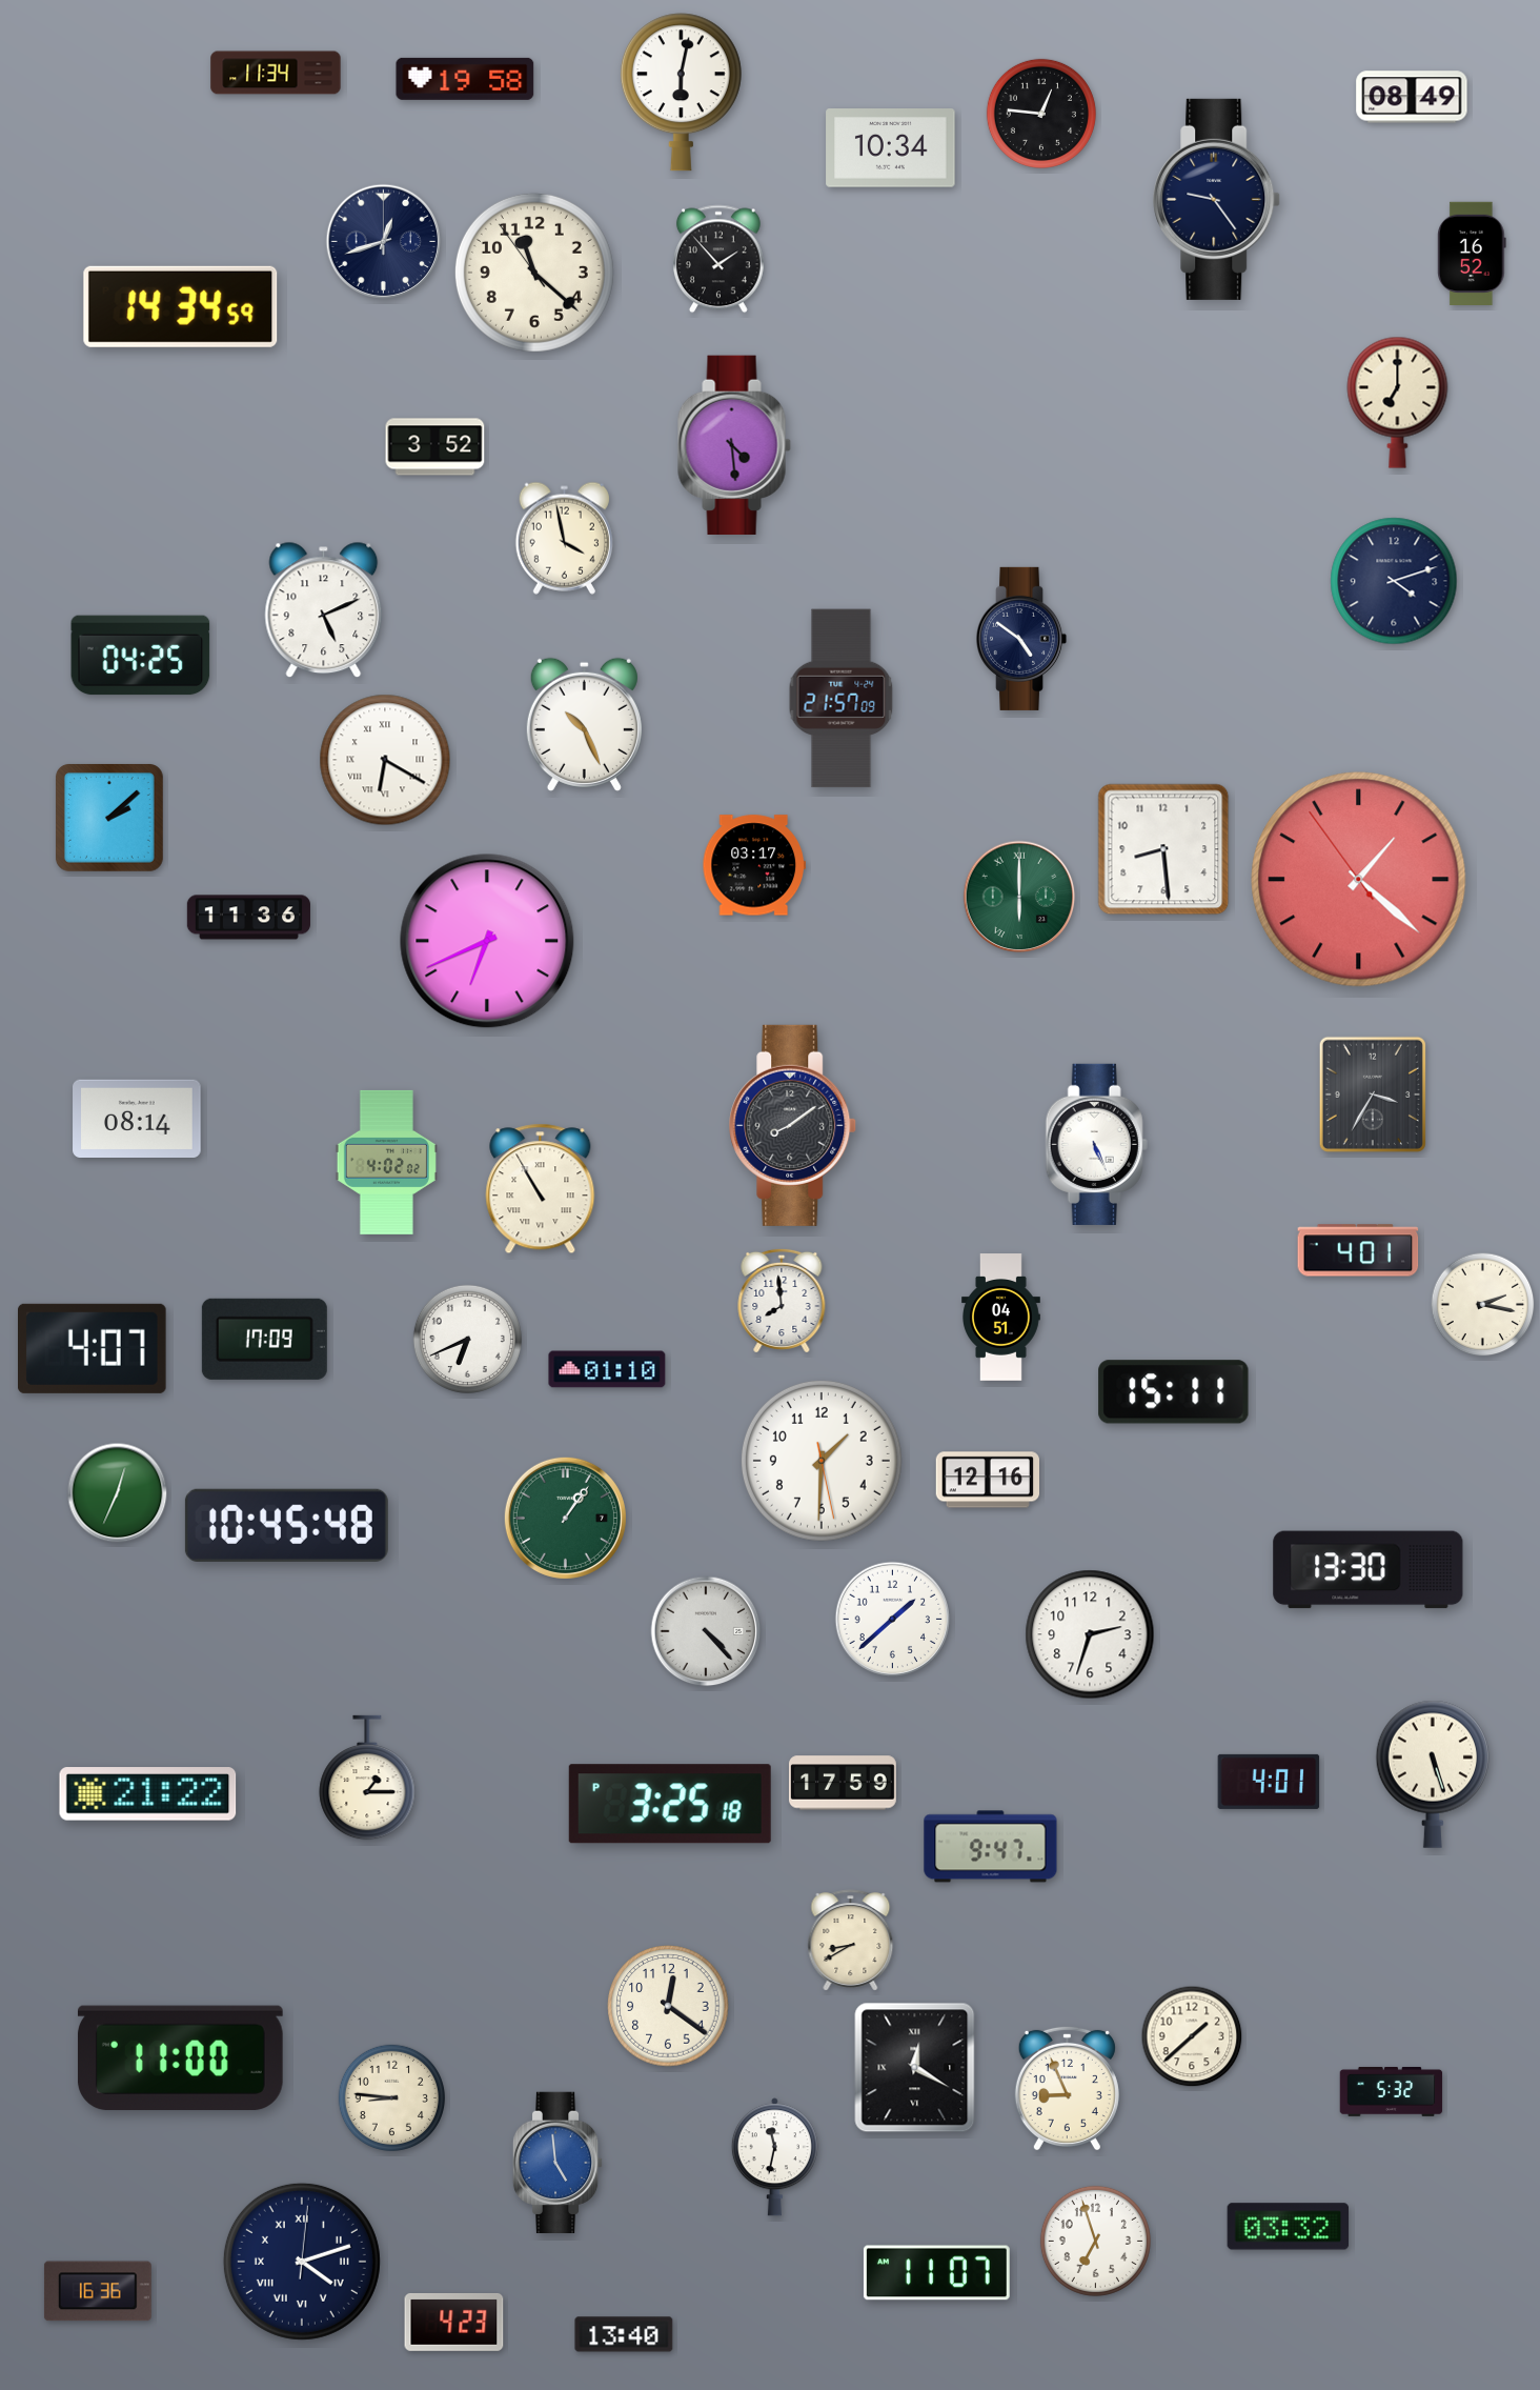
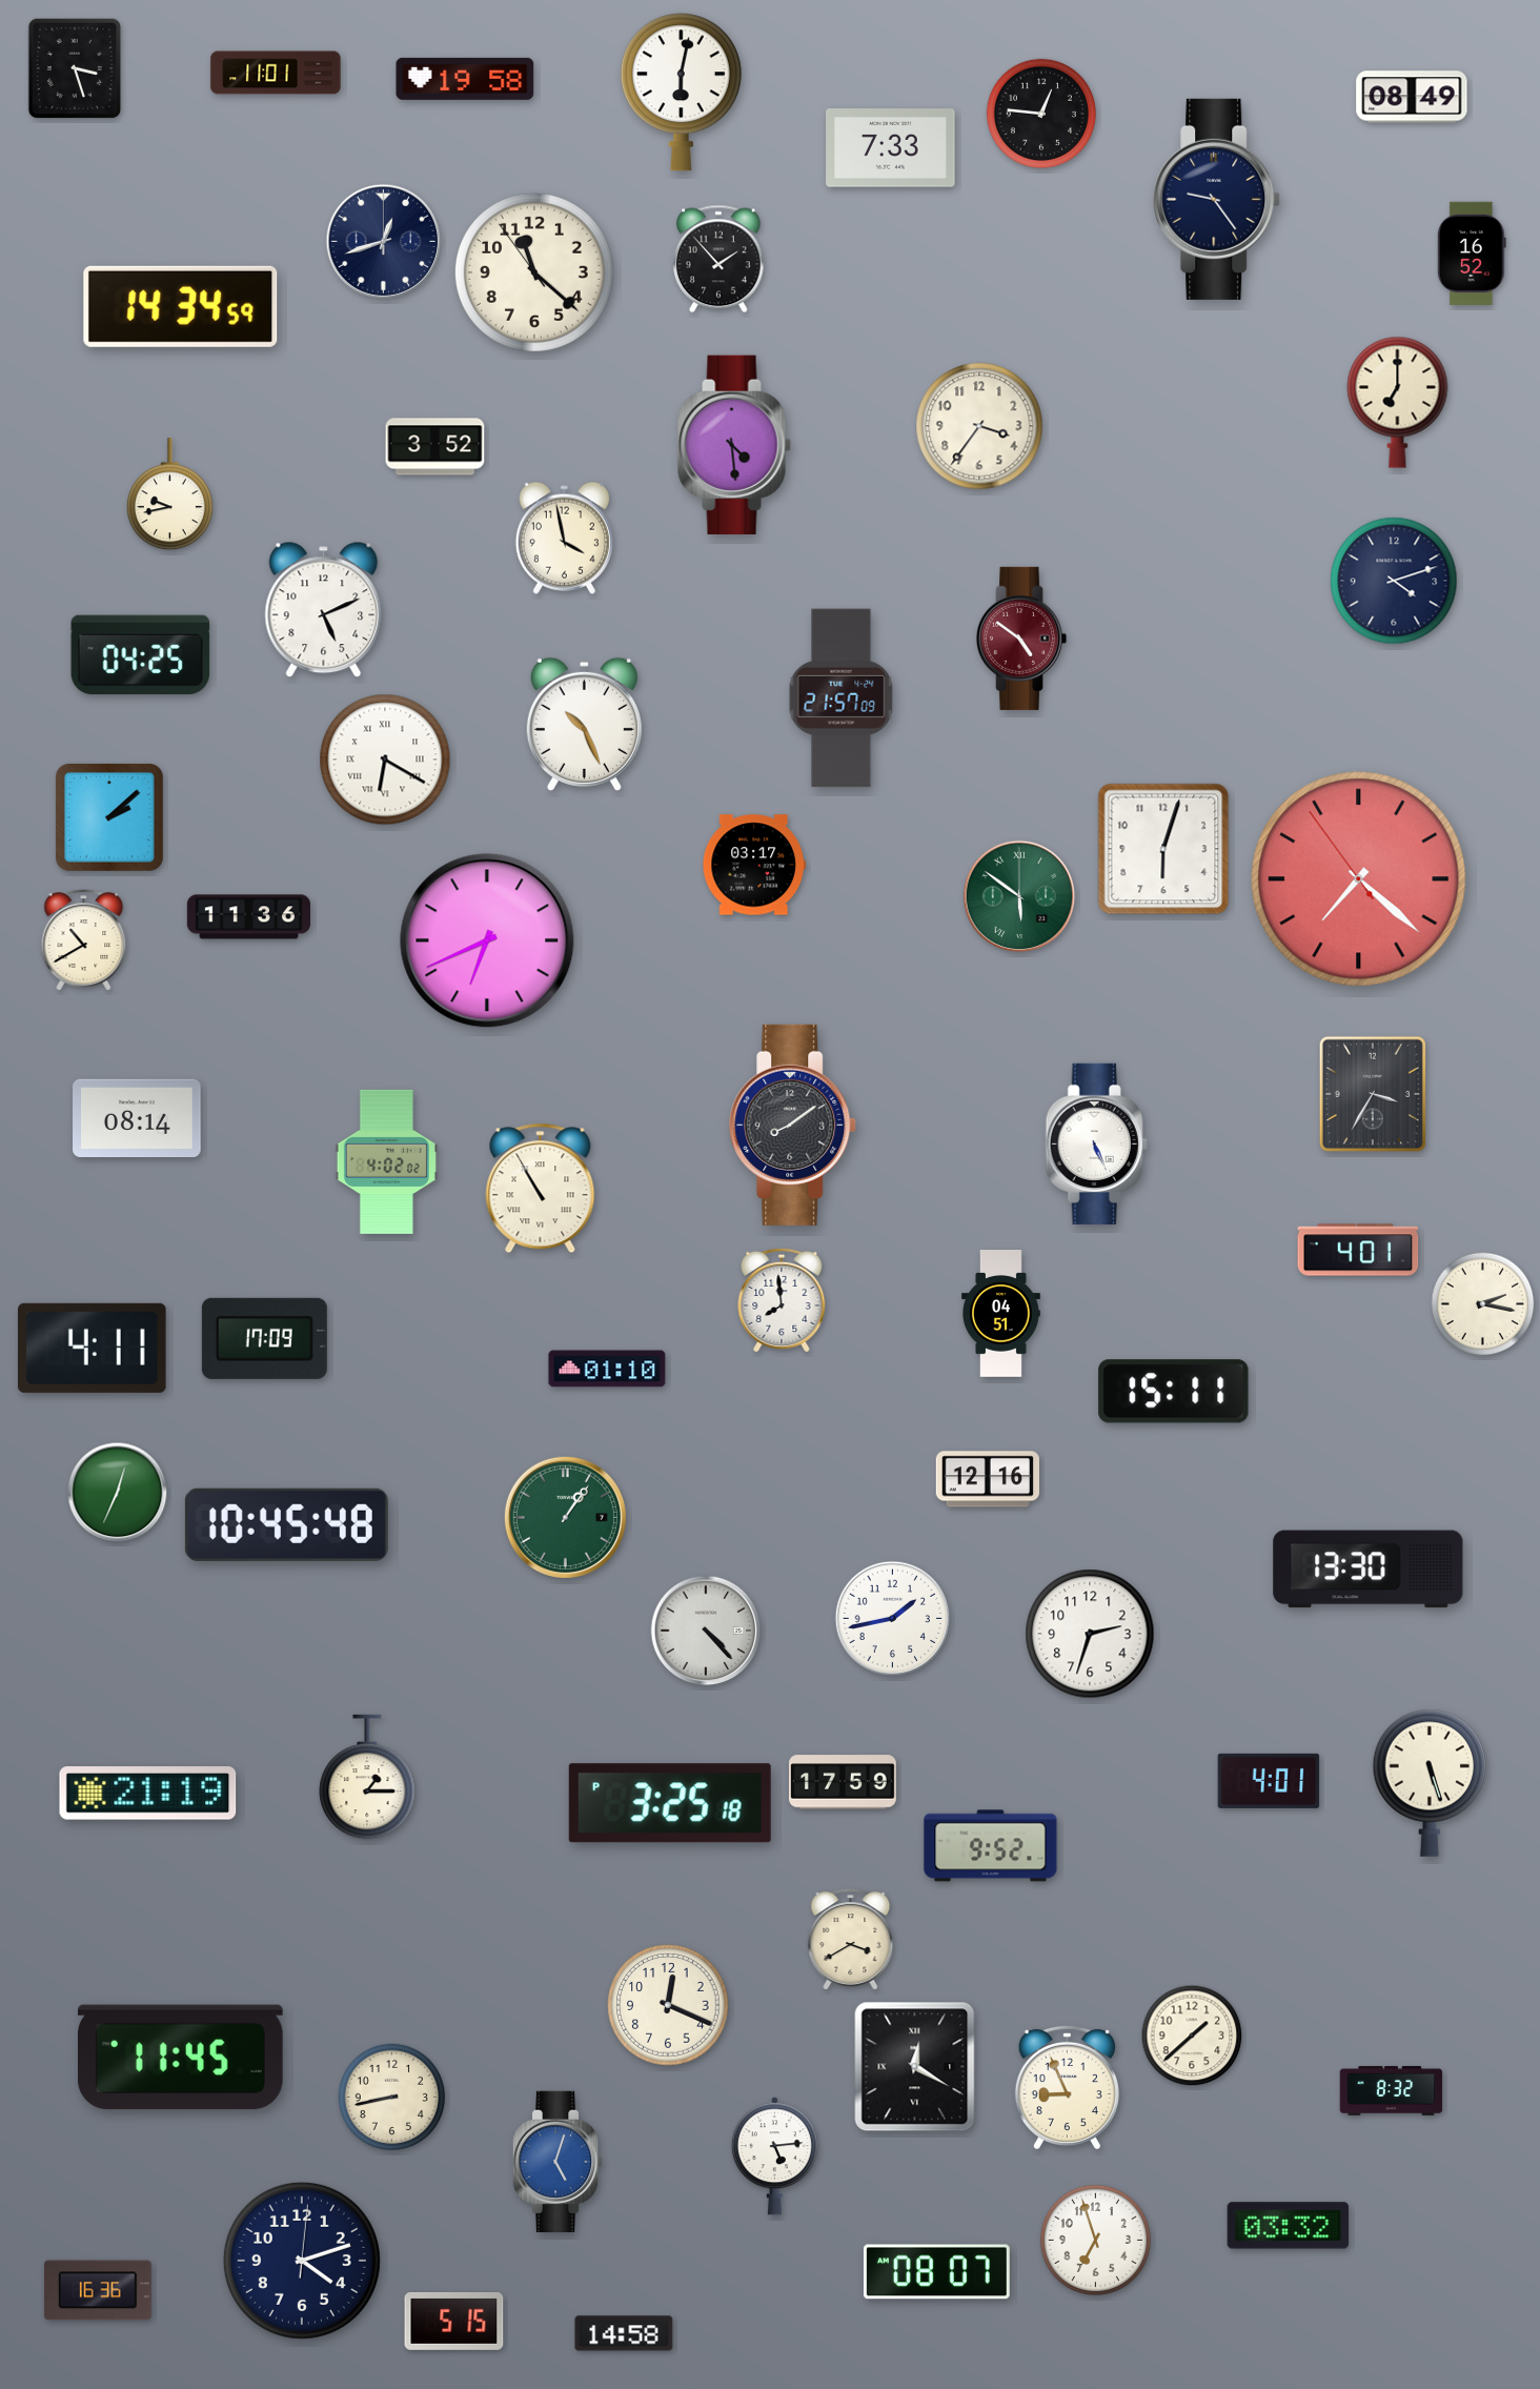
clock at (75, 68): none -> 3:27
clock at (276, 73): 11:34 -> 11:01
clock at (891, 148): 10:34 -> 7:33
clock at (979, 426): none -> 3:36
clock at (169, 494): none -> 9:43
clock at (1021, 639) dial: navy -> burgundy
clock at (1163, 849): 8:29 -> 6:03
clock at (1359, 880): 1:21 -> 7:21
clock at (1019, 897): 6:00 -> 5:51
clock at (84, 940): none -> 10:40
clock at (1001, 1318) position: (1001, 1318) -> (1001, 1314)
clock at (467, 1339): 6:41 -> none
clock at (93, 1348): 4:07 -> 4:11
clock at (822, 1461): 1:30 -> none
clock at (893, 1620): 1:38 -> 1:43
clock at (1432, 1774) position: (1432, 1774) -> (1428, 1783)
clock at (148, 1794): 21:22 -> 21:19
clock at (991, 1847): 9:47 -> 9:52
clock at (851, 1941): 8:40 -> 3:40
clock at (668, 2006): 12:21 -> 12:19
clock at (180, 2058): 11:00 -> 11:45
clock at (1392, 2091): 5:32 -> 8:32
clock at (391, 2097): 8:46 -> 8:43
clock at (774, 2157): 11:32 -> 5:14
clock at (558, 2162): 4:59 -> 5:03
clock at (302, 2262) numerals: Roman -> Arabic
clock at (936, 2273): 11:07 -> 08:07
clock at (454, 2322): 4:23 -> 5:15
clock at (624, 2334): 13:40 -> 14:58
